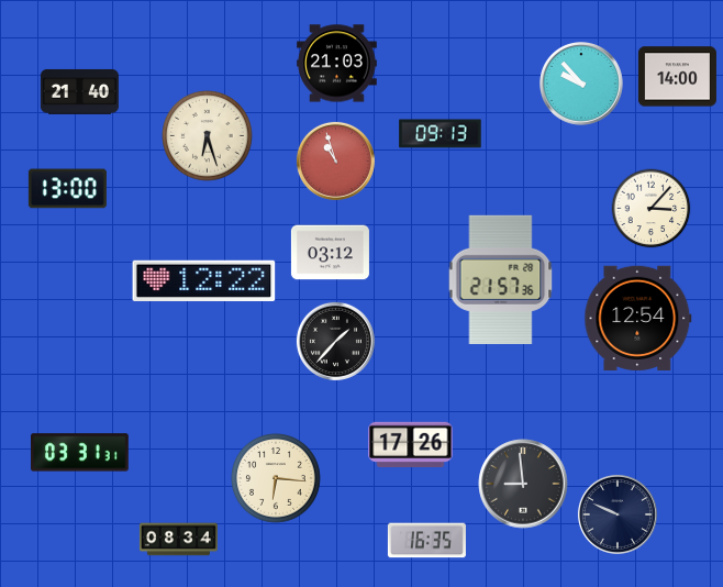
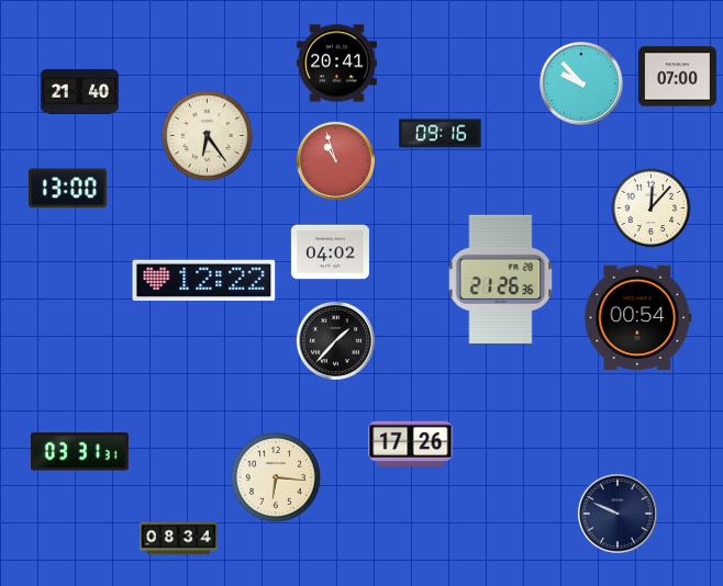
clock at (337, 64): 21:03 -> 20:41
clock at (677, 77): 14:00 -> 07:00
clock at (441, 134): 09:13 -> 09:16
clock at (208, 136): 6:27 -> 6:24
clock at (652, 209): 3:07 -> 12:07
clock at (330, 253): 03:12 -> 04:02
clock at (501, 279): 21:57 -> 21:26
clock at (638, 318): 12:54 -> 00:54
clock at (523, 484): 8:59 -> none
clock at (426, 541): 16:35 -> none
